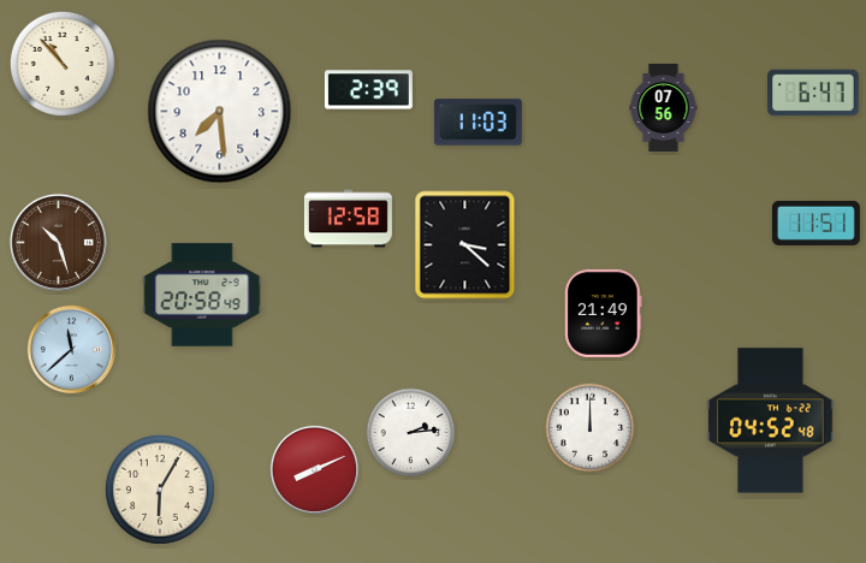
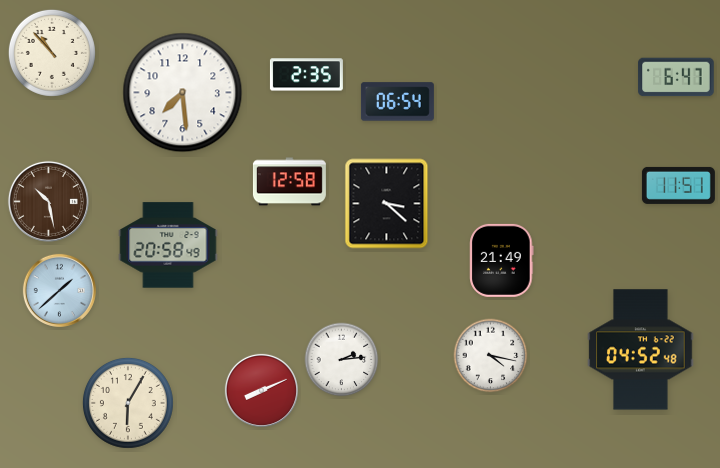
clock at (368, 90): 2:39 -> 2:35
clock at (664, 107): 07:56 -> none
clock at (478, 123): 11:03 -> 06:54
clock at (58, 242): 10:27 -> 10:28
clock at (71, 349): 11:38 -> 1:38
clock at (591, 428): 12:00 -> 4:17
clock at (160, 490) position: (160, 490) -> (128, 403)
